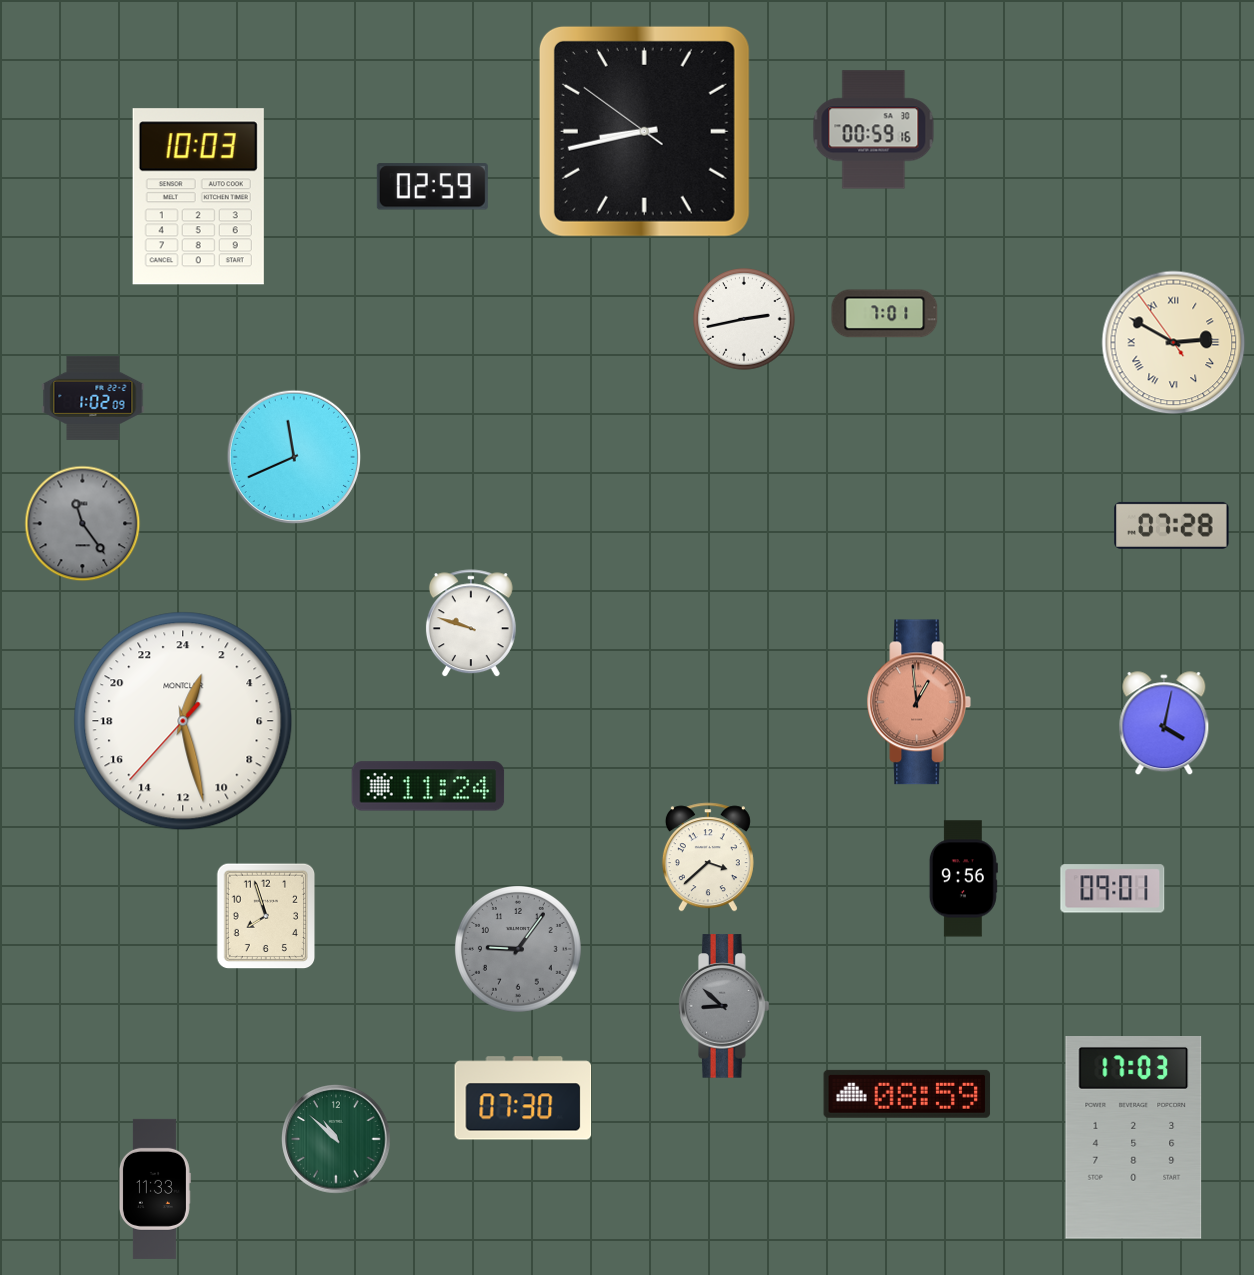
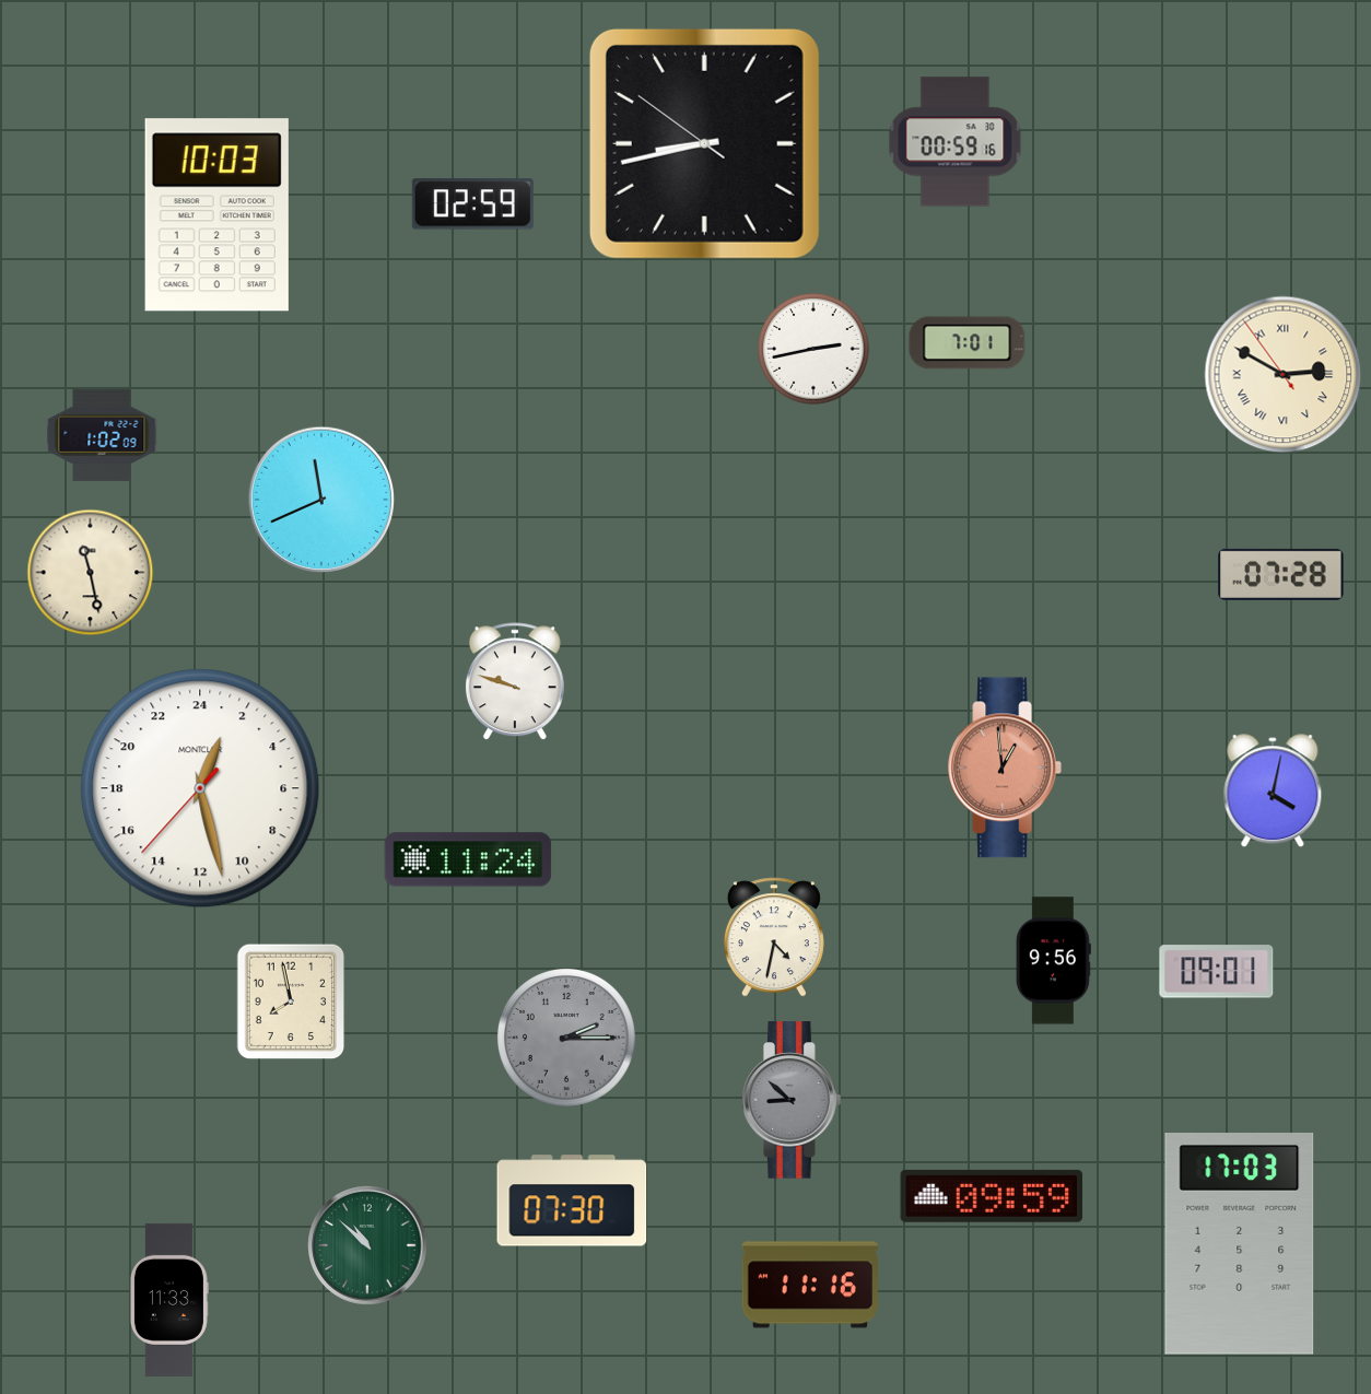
clock at (83, 524): 11:24 -> 11:28
clock at (83, 524) dial: grey -> cream
clock at (708, 857): 3:38 -> 4:32
clock at (266, 916): 7:57 -> 7:58
clock at (518, 949): 9:06 -> 2:15
clock at (907, 1094): 08:59 -> 09:59
clock at (810, 1285): none -> 11:16
